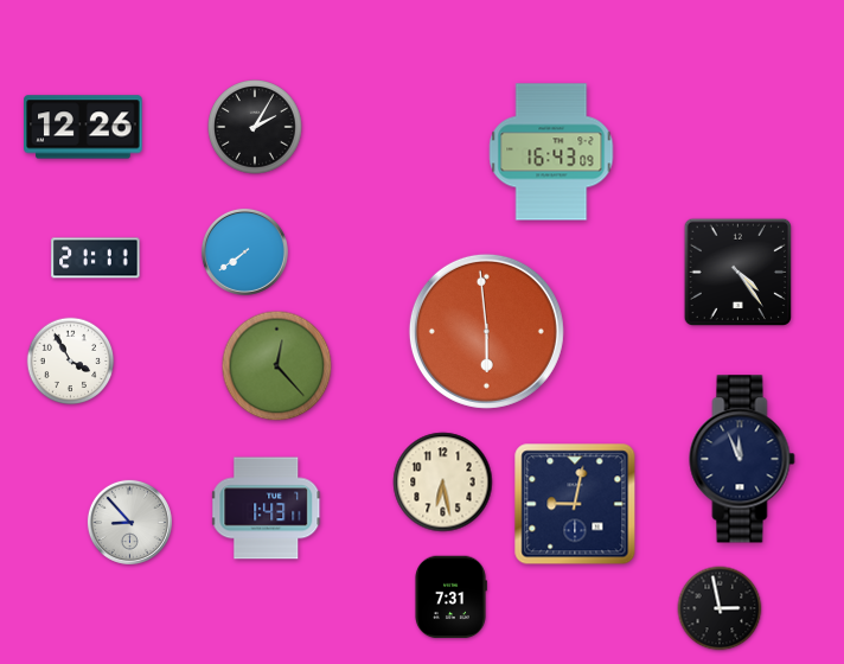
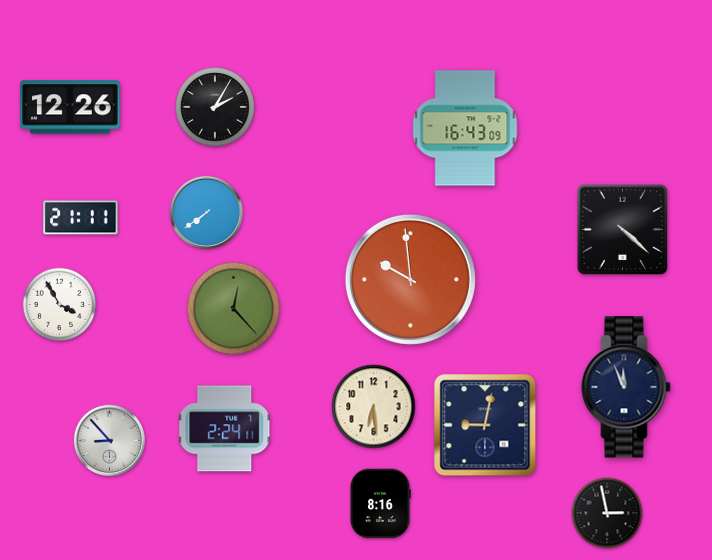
clock at (738, 273): 4:24 -> 4:22
clock at (486, 331): 5:59 -> 9:59
clock at (443, 483): 6:28 -> 6:29
clock at (267, 509): 1:43 -> 2:24
clock at (450, 598): 7:31 -> 8:16
